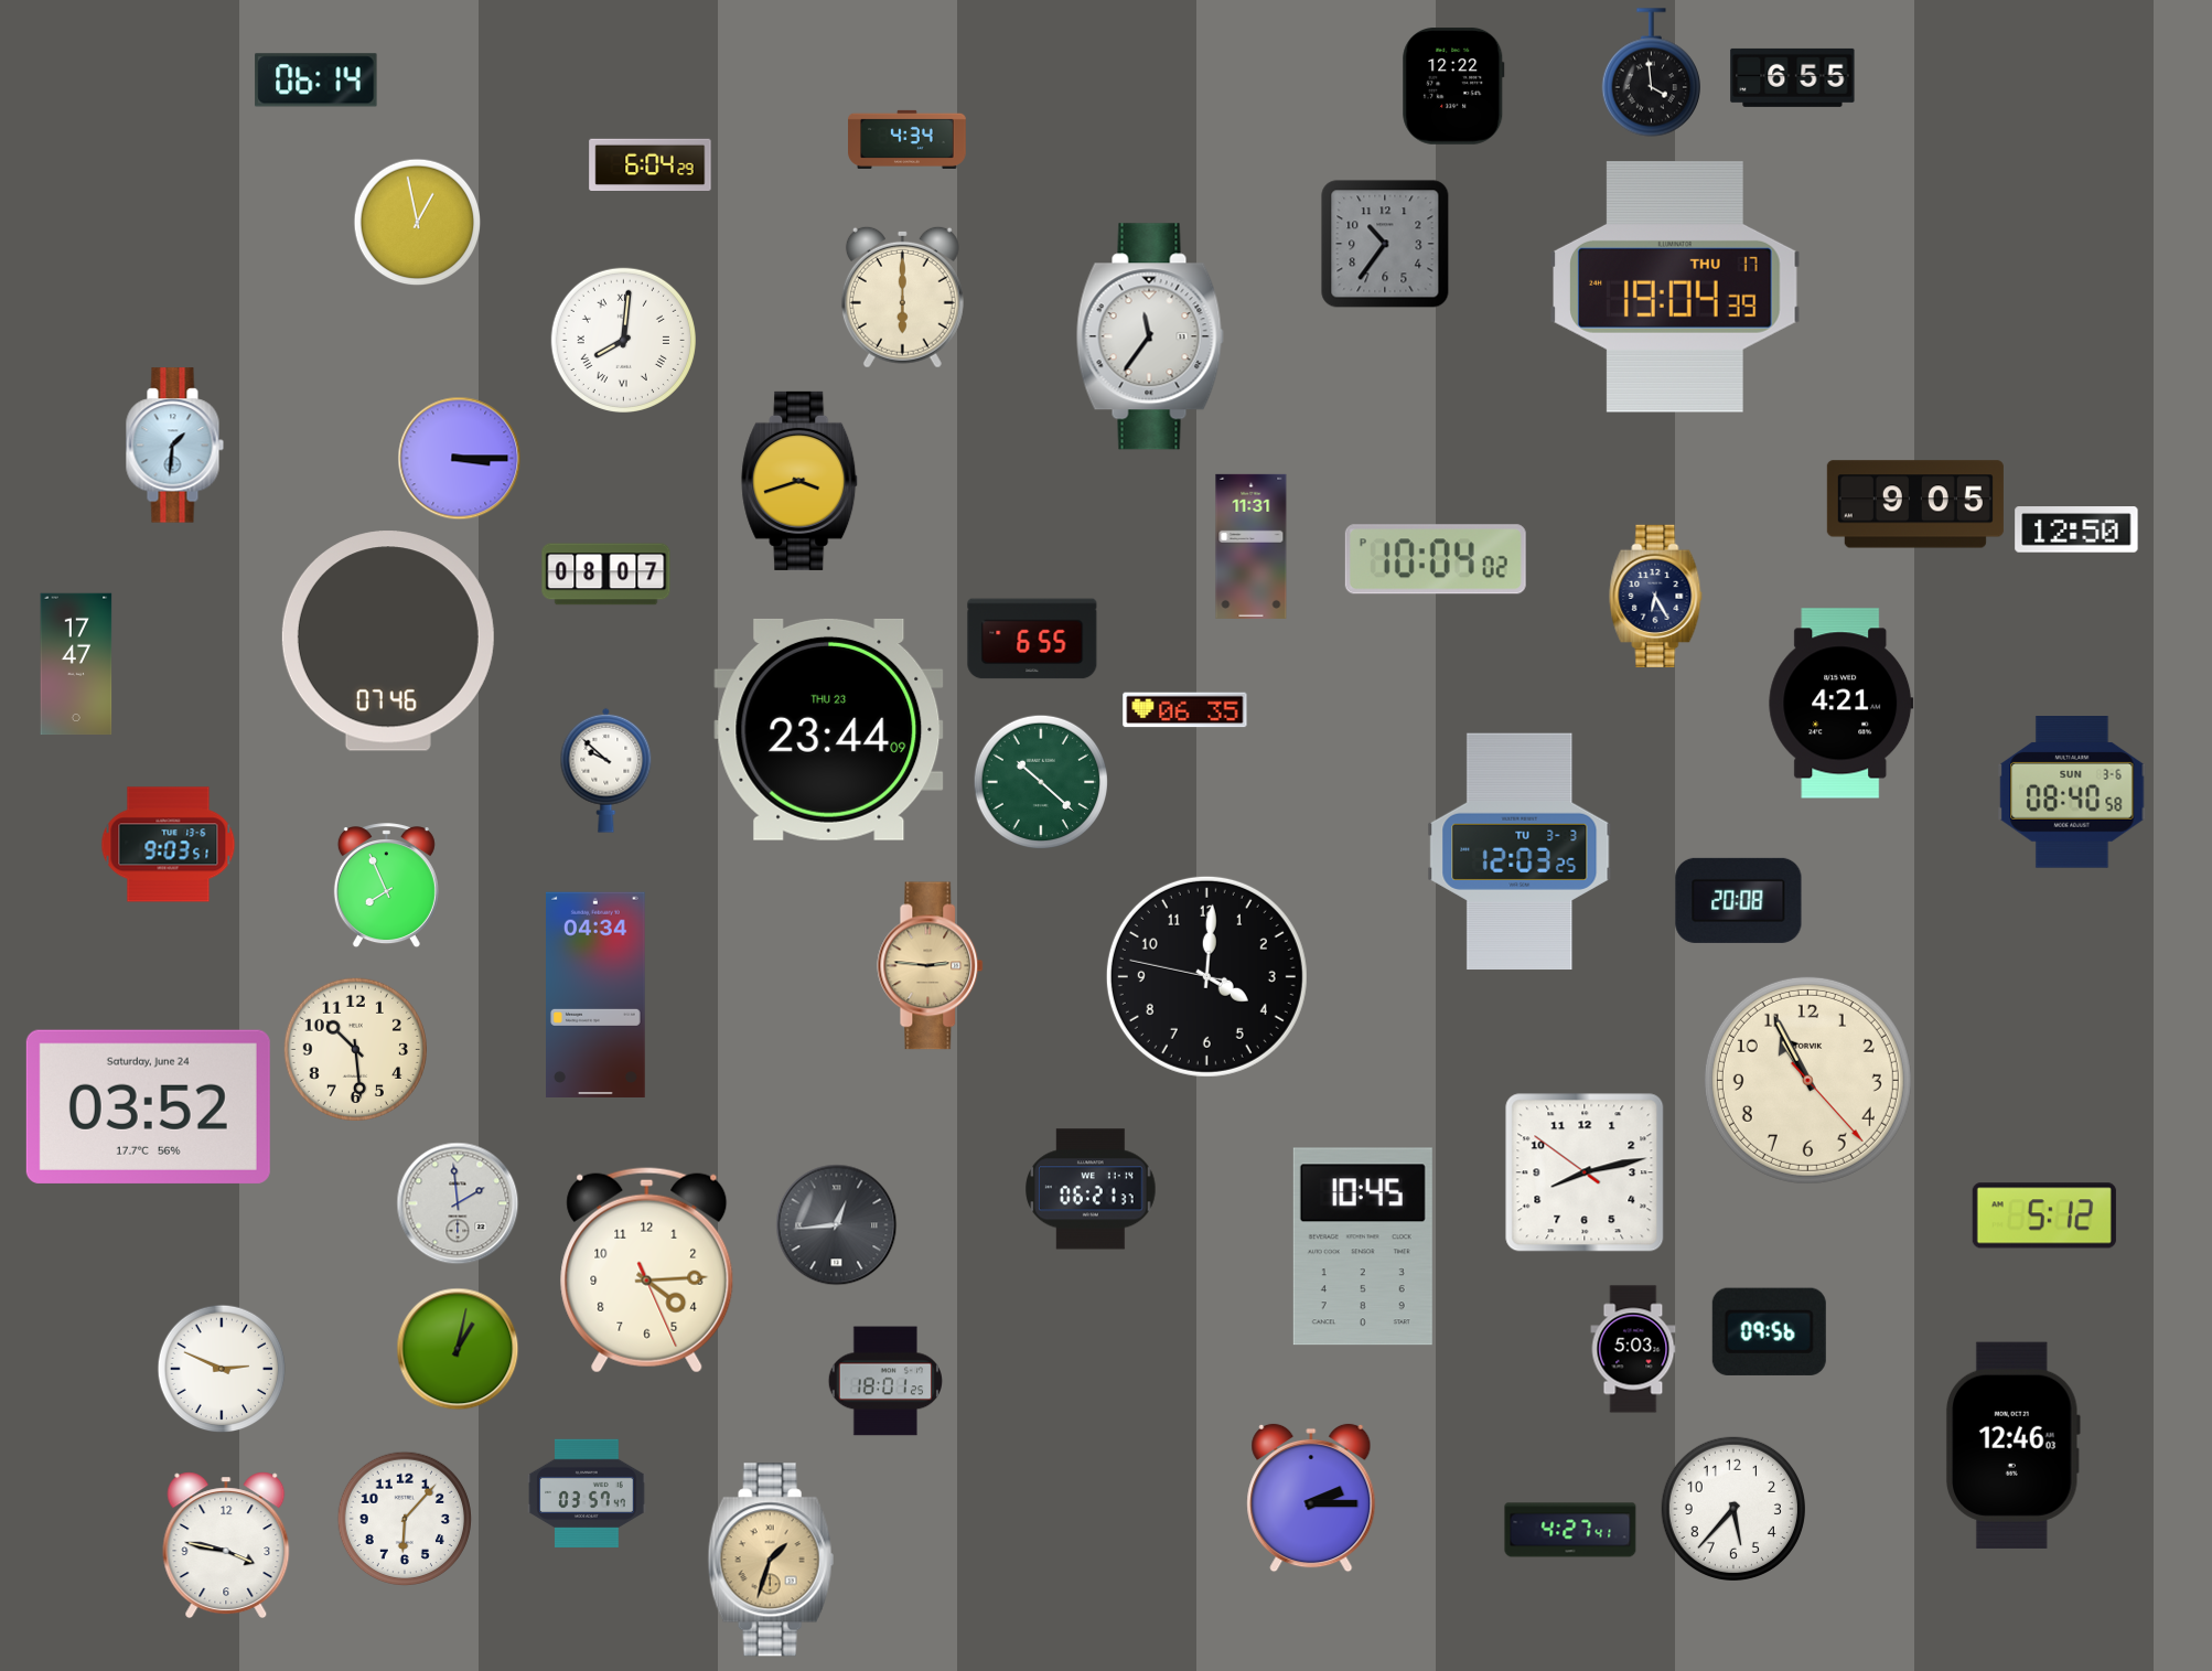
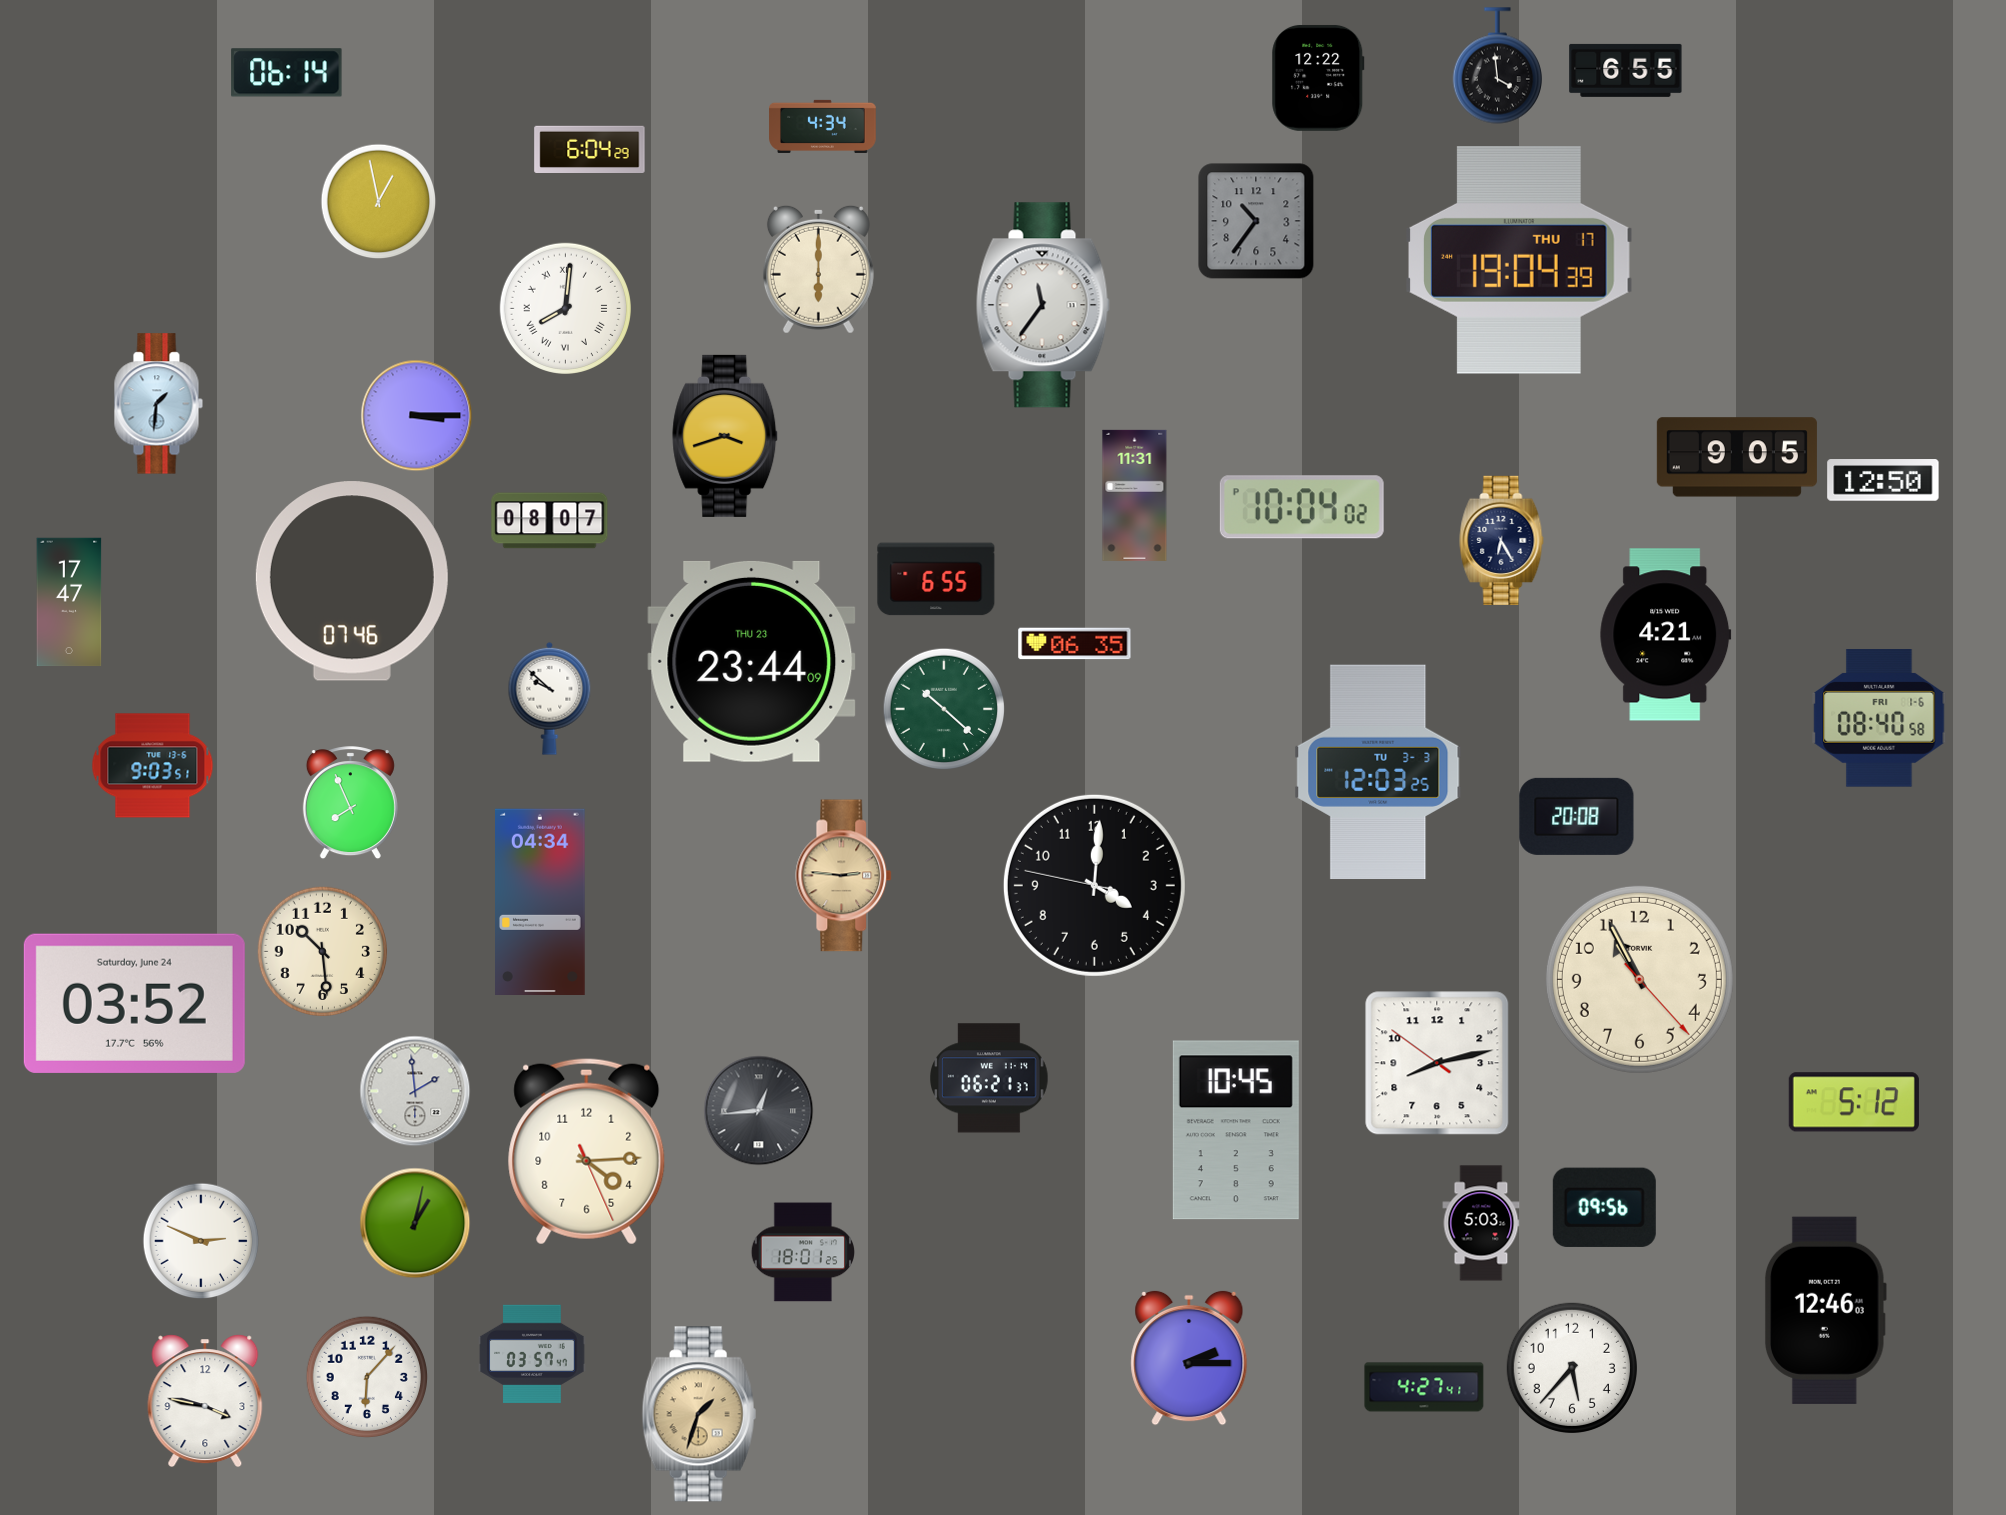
clock at (1841, 704) position: (1841, 704) -> (1666, 635)
clock at (2072, 792) date: SUN 3-6 -> FRI 1-6
